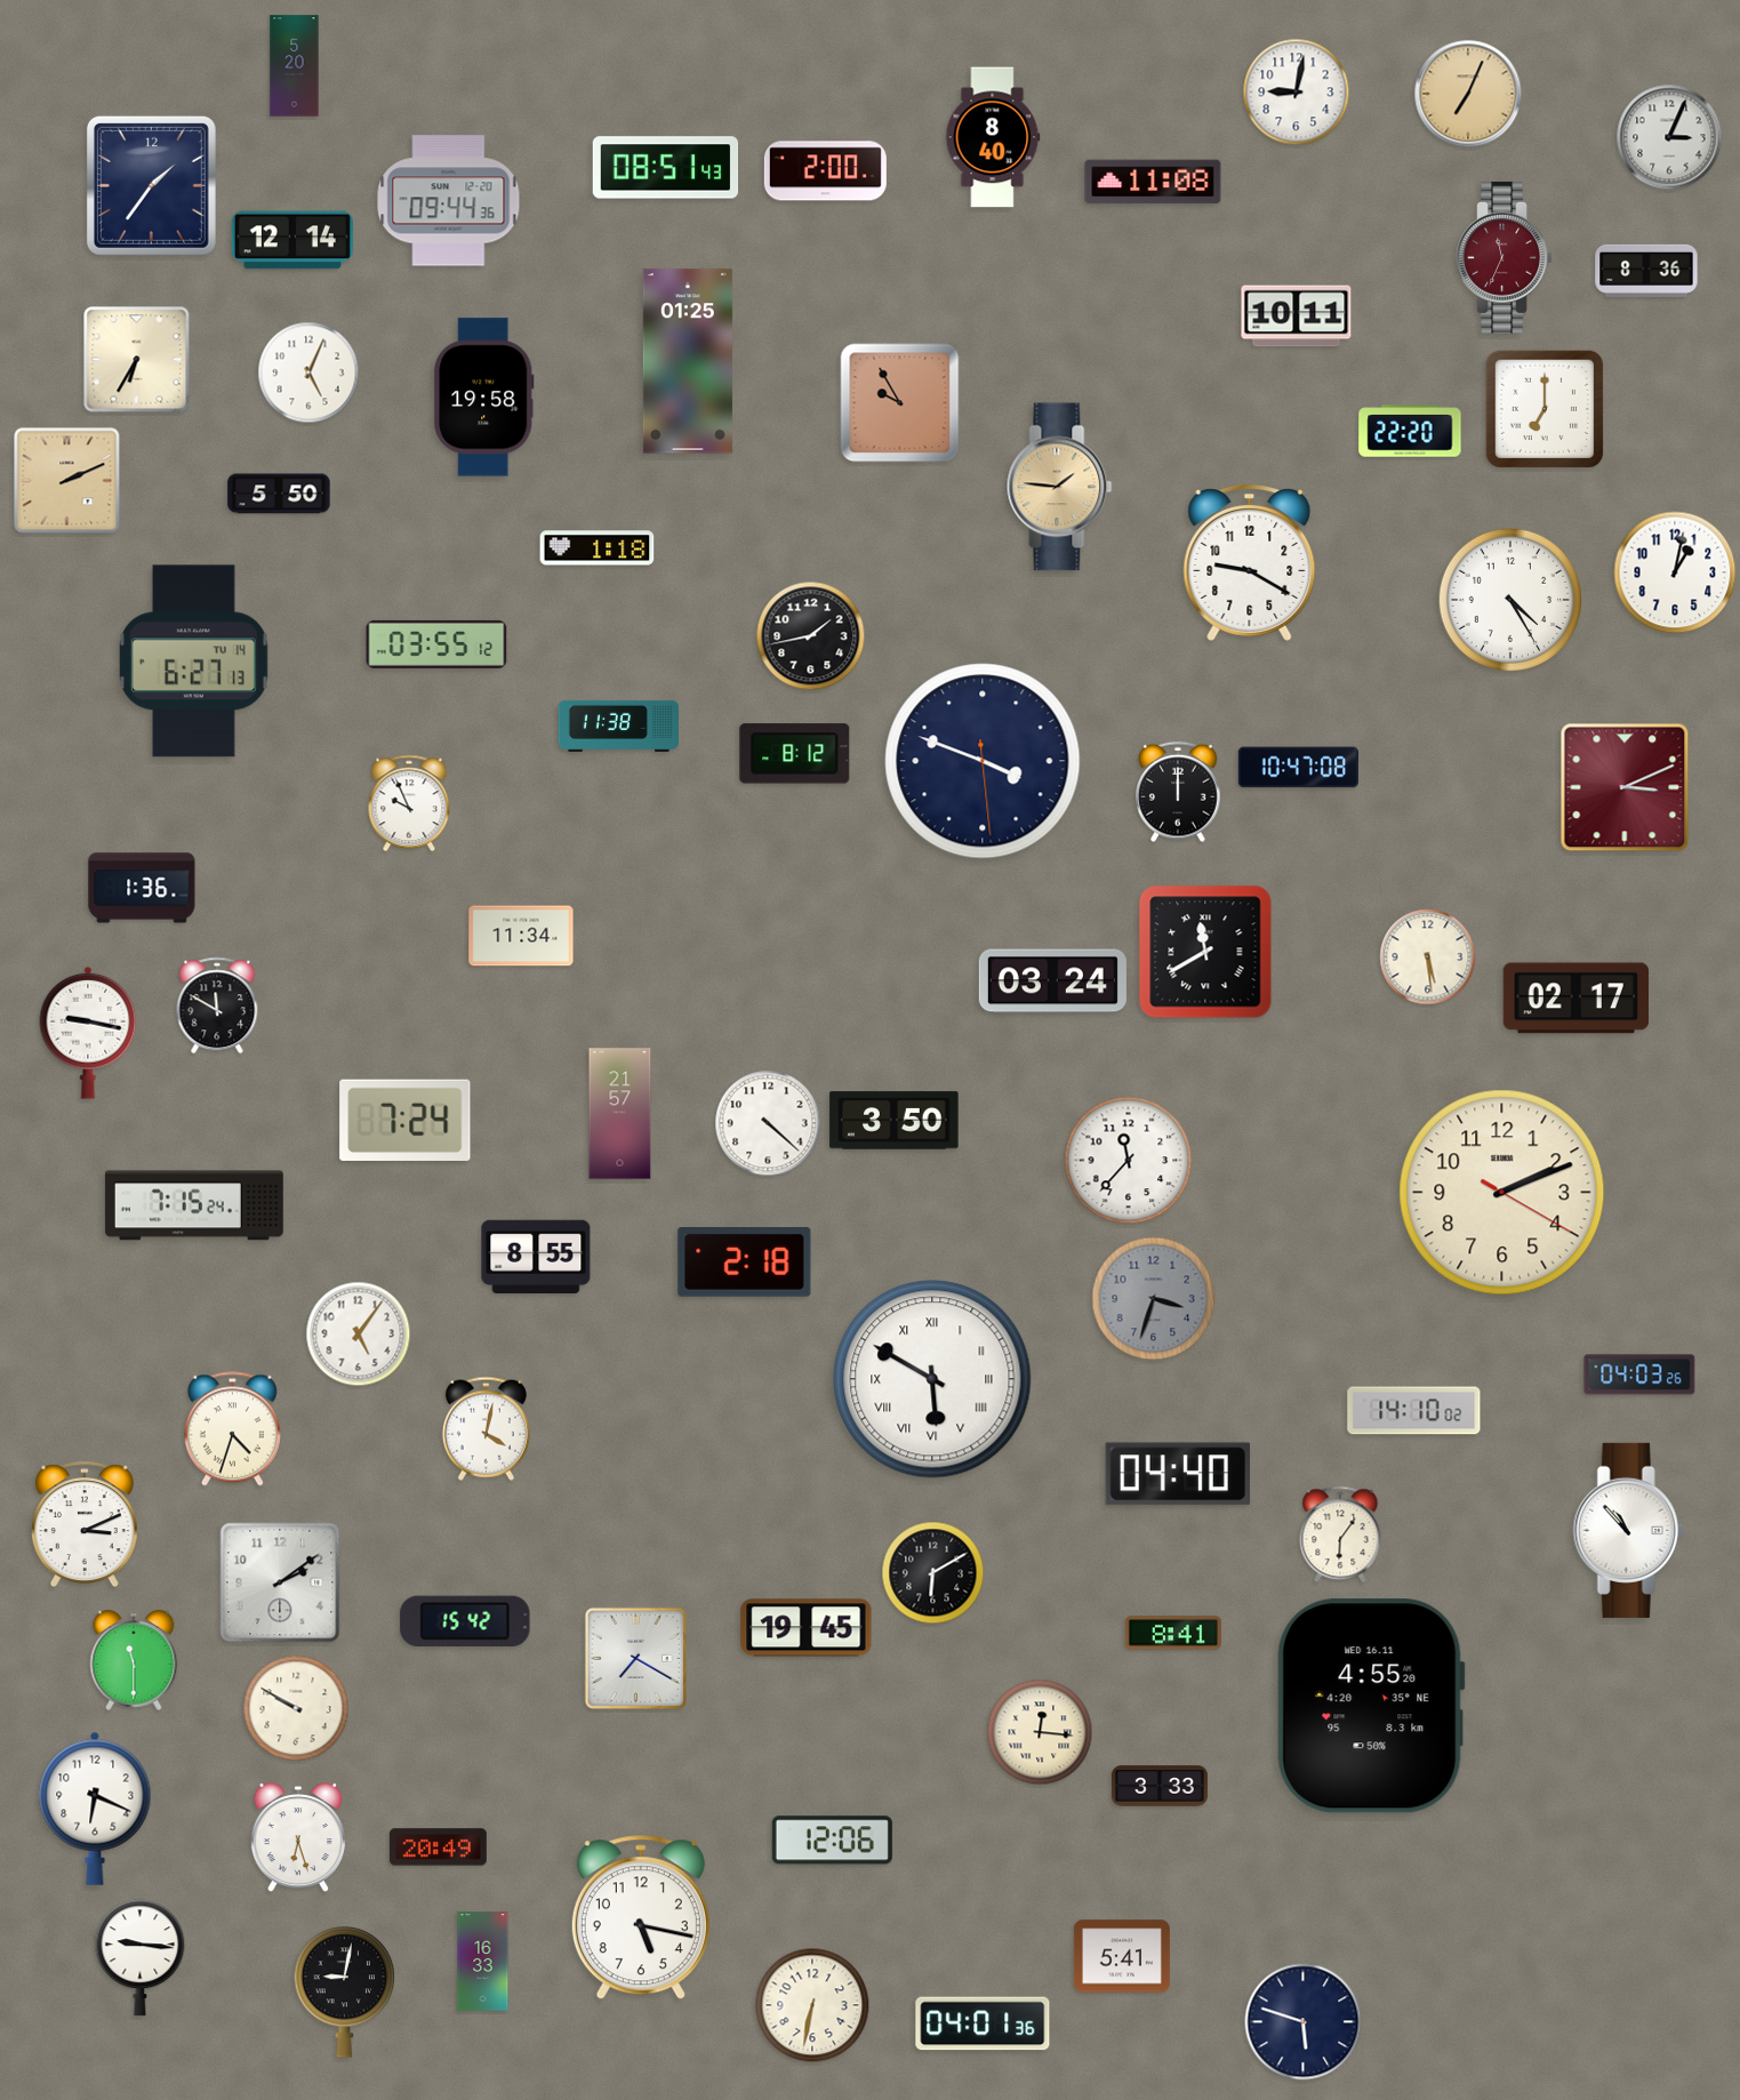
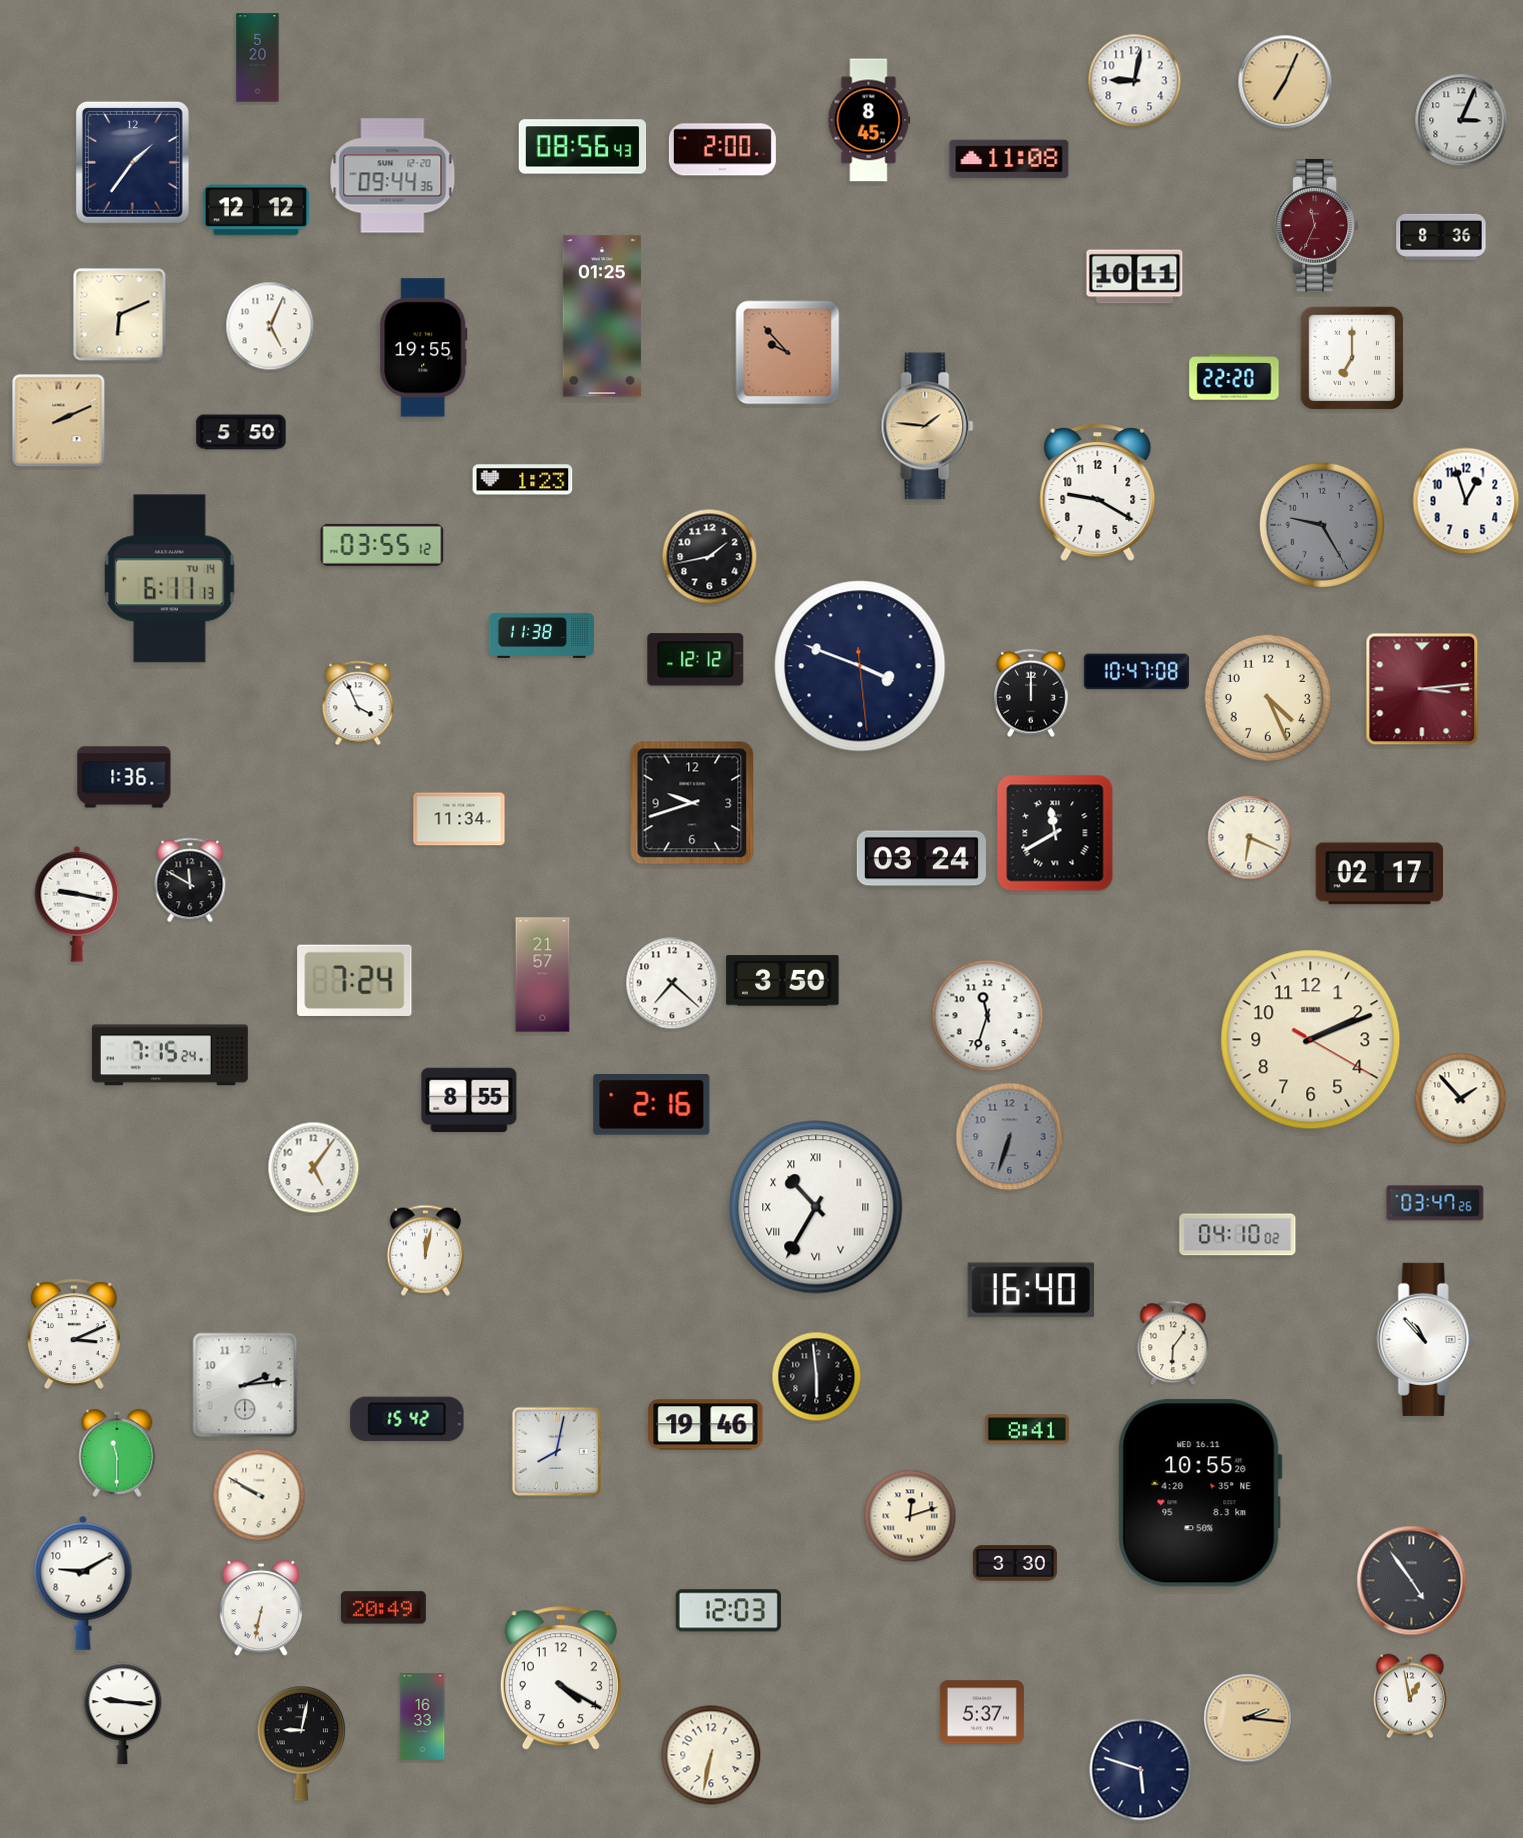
clock at (993, 137): 8:40 -> 8:45
clock at (666, 168): 08:51 -> 08:56
clock at (292, 240): 12:14 -> 12:12
clock at (137, 360): 6:35 -> 6:11
clock at (484, 398): 19:58 -> 19:55
clock at (900, 403): 9:55 -> 9:53
clock at (279, 494) position: (279, 494) -> (241, 432)
clock at (598, 548): 1:18 -> 1:23
clock at (1250, 563) position: (1250, 563) -> (1098, 493)
clock at (1675, 572): 1:02 -> 12:57
clock at (1509, 599): 4:25 -> 9:25
clock at (1509, 599) dial: white -> grey
clock at (436, 644) position: (436, 644) -> (382, 545)
clock at (193, 662): 6:27 -> 6:11
clock at (795, 754): 8:12 -> 12:12
clock at (1625, 787): 3:11 -> 3:14
clock at (1268, 698): none -> 4:26
clock at (409, 803): 9:56 -> 3:56
clock at (692, 803): none -> 9:42
clock at (521, 936) position: (521, 936) -> (459, 819)
clock at (1428, 957): 5:29 -> 6:19
clock at (768, 1123): 4:22 -> 7:22
clock at (1129, 1161): 11:37 -> 11:33
clock at (1502, 1193) position: (1502, 1193) -> (1311, 1040)
clock at (1461, 1099): none -> 1:53
clock at (745, 1263): 2:18 -> 2:16
clock at (1154, 1299): 3:33 -> 6:33
clock at (1639, 1374): 04:03 -> 03:47
clock at (932, 1379): 5:50 -> 10:35
clock at (1414, 1411): 14:10 -> 04:10
clock at (486, 1428): 4:02 -> 12:02
clock at (232, 1429): 4:33 -> none
clock at (1177, 1474): 04:40 -> 16:40
clock at (933, 1573): 6:10 -> 5:59
clock at (280, 1582): 2:09 -> 2:14
clock at (807, 1628): 19:45 -> 19:46
clock at (635, 1658): 7:20 -> 8:02
clock at (1371, 1706): 4:55 -> 10:55
clock at (1040, 1732): 12:16 -> 12:12
clock at (1160, 1786): 3:33 -> 3:30
clock at (1412, 1581): none -> 4:54
clock at (95, 1809): 6:19 -> 9:10
clock at (297, 1837): 6:27 -> 6:32
clock at (832, 1841): 12:06 -> 12:03
clock at (438, 1847) position: (438, 1847) -> (383, 1608)
clock at (641, 1918): 5:17 -> 4:20
clock at (1410, 1696): none -> 12:58
clock at (1122, 1956): 5:41 -> 5:37
clock at (1248, 1718): none -> 2:16
clock at (983, 2023): 04:01 -> none
